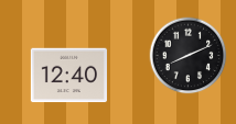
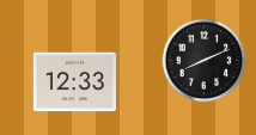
clock at (68, 76): 12:40 -> 12:33
